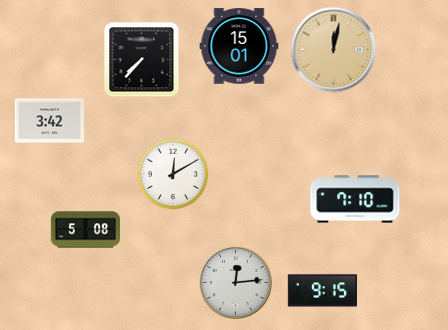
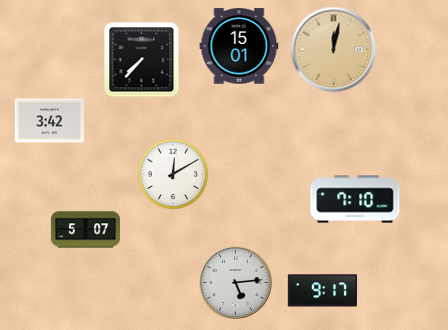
clock at (86, 230): 5:08 -> 5:07
clock at (236, 283): 12:14 -> 5:14
clock at (322, 291): 9:15 -> 9:17
